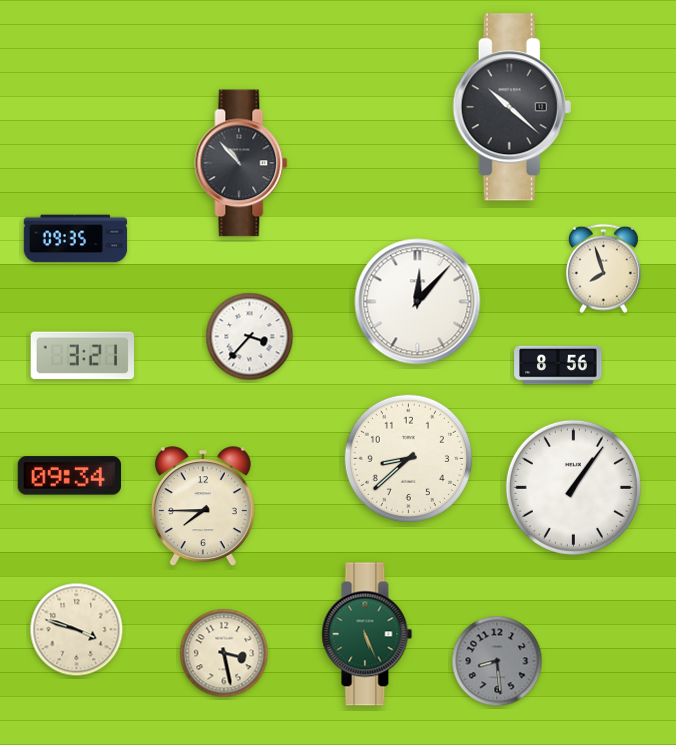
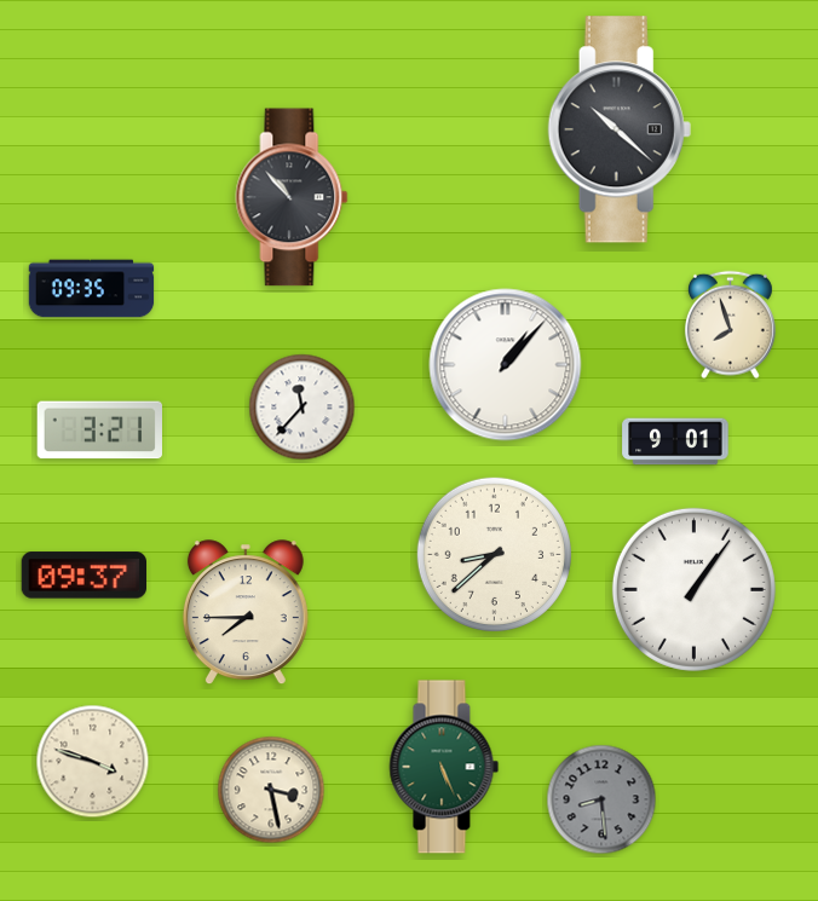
clock at (418, 302): 12:07 -> 1:07
clock at (250, 337): 3:37 -> 11:37
clock at (558, 365): 8:56 -> 9:01
clock at (69, 476): 09:34 -> 09:37
